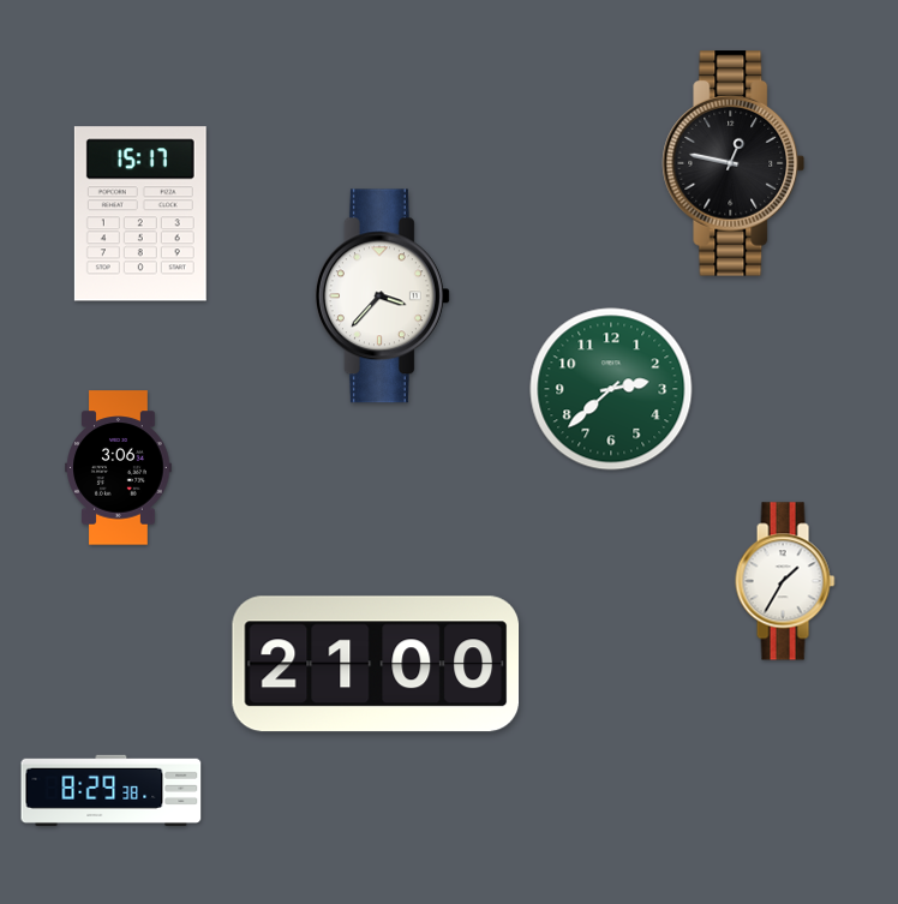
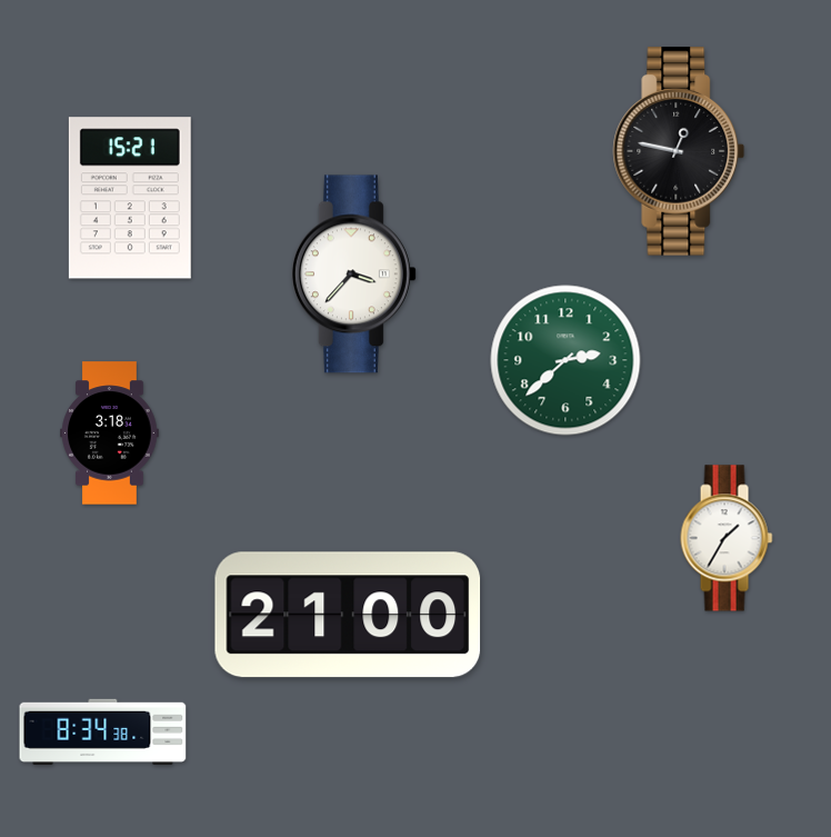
clock at (140, 214): 15:17 -> 15:21
clock at (119, 468): 3:06 -> 3:18
clock at (112, 790): 8:29 -> 8:34
